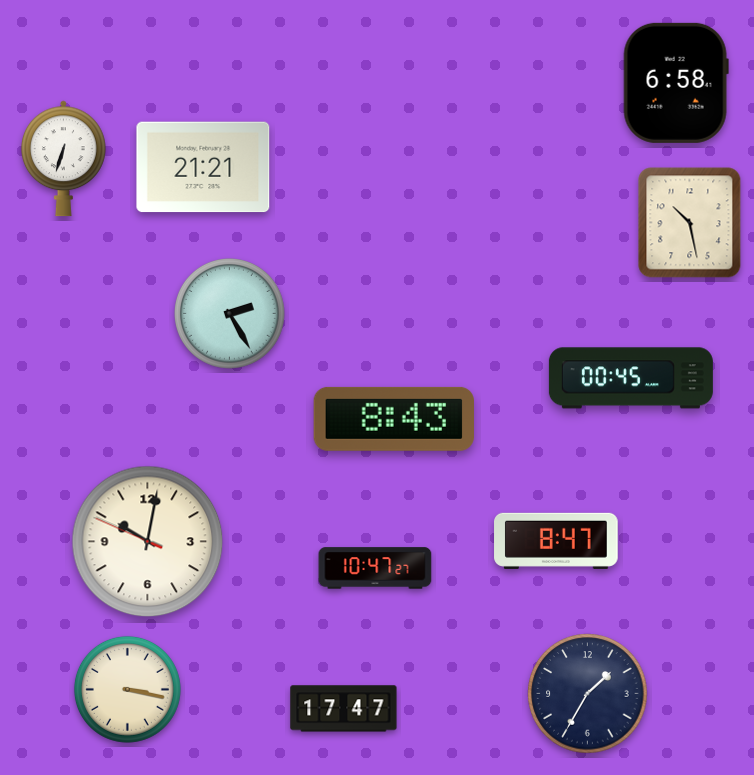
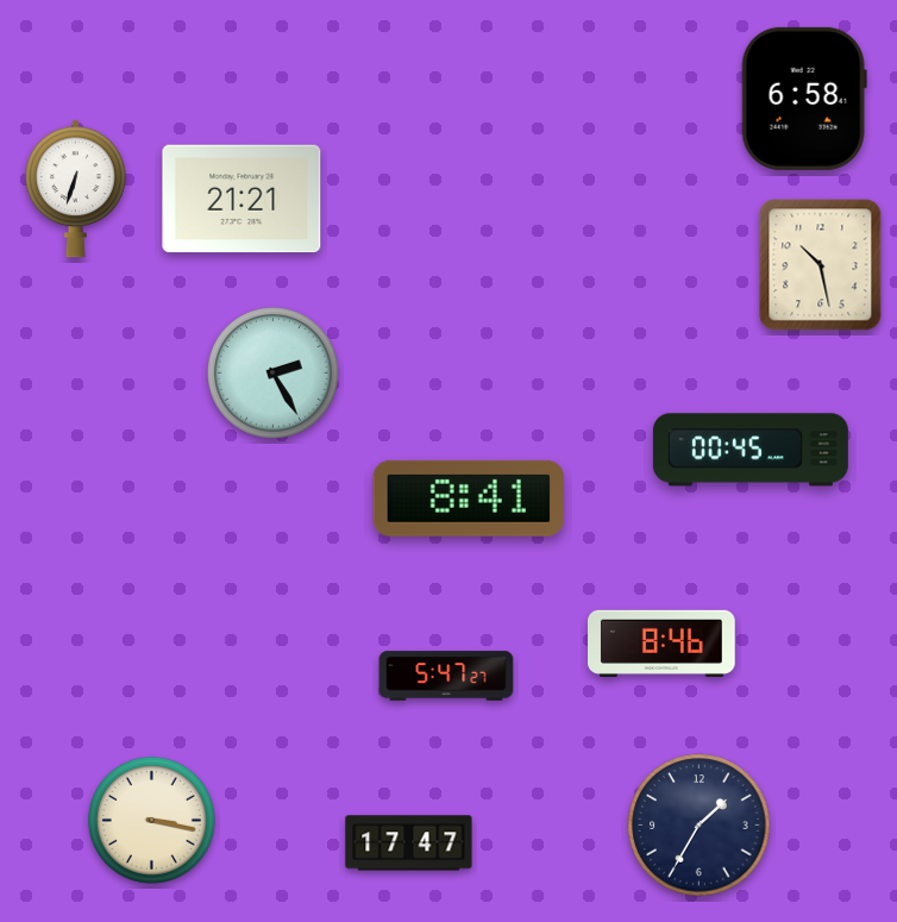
clock at (394, 419): 8:43 -> 8:41
clock at (556, 541): 8:47 -> 8:46
clock at (148, 542): 10:01 -> none
clock at (375, 568): 10:47 -> 5:47
